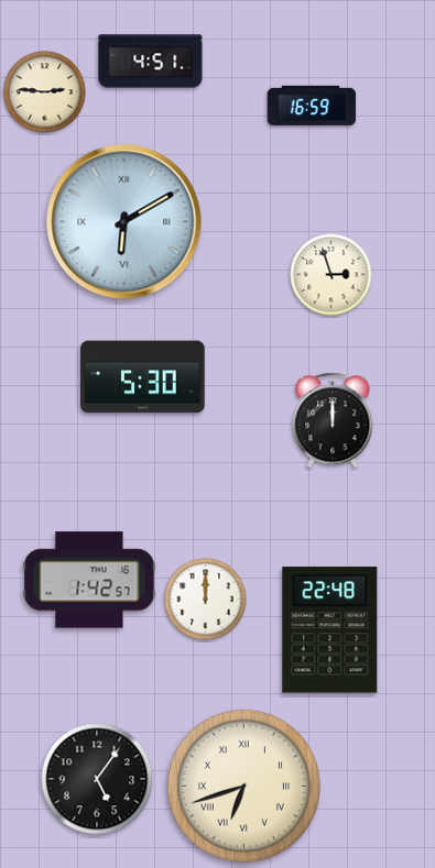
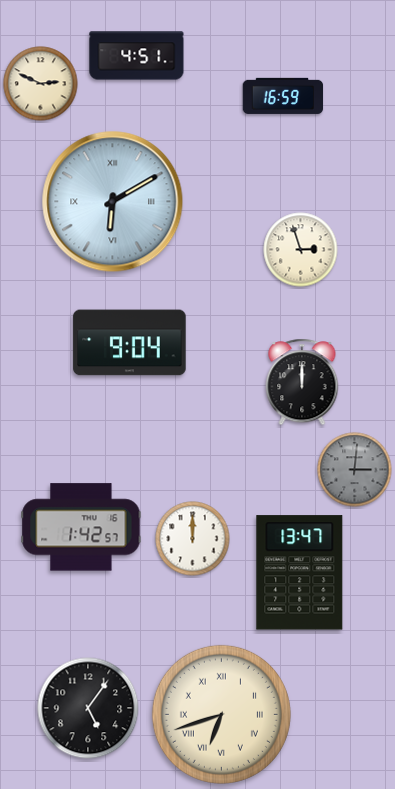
clock at (45, 92): 2:46 -> 2:49
clock at (143, 377): 5:30 -> 9:04
clock at (355, 470): none -> 3:01
clock at (206, 600) position: (206, 600) -> (193, 539)
clock at (330, 630): 22:48 -> 13:47
